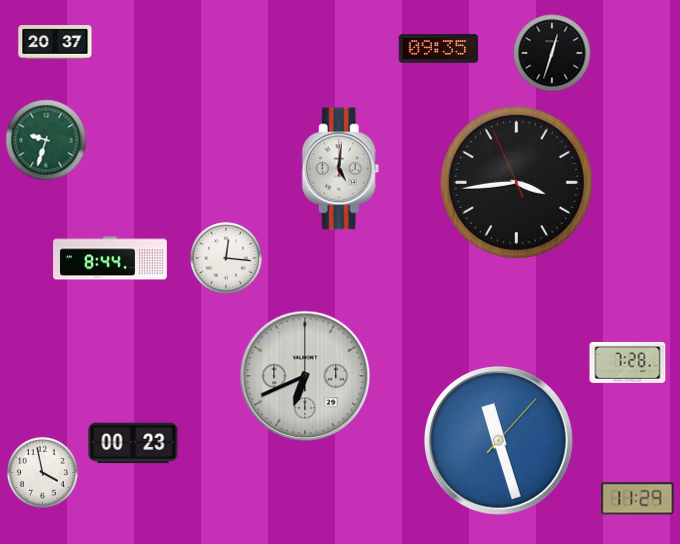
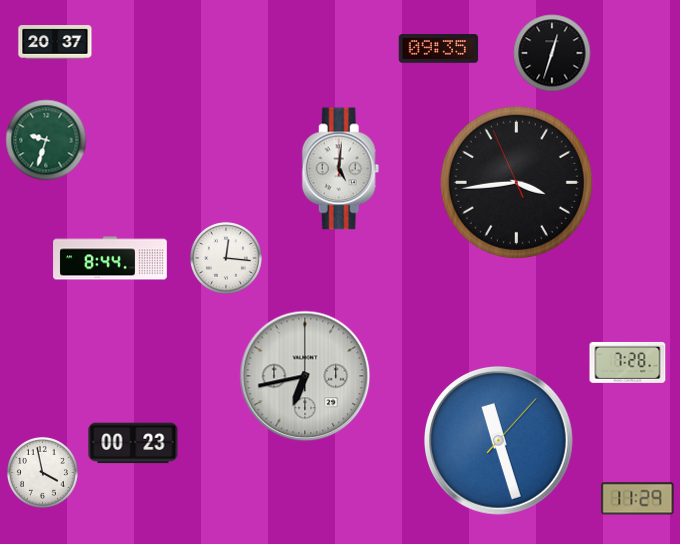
clock at (305, 376): 6:41 -> 6:43
